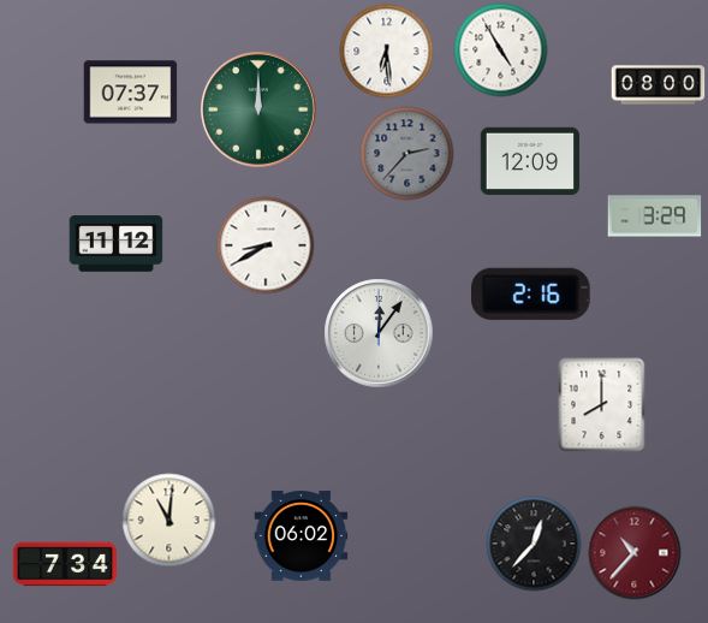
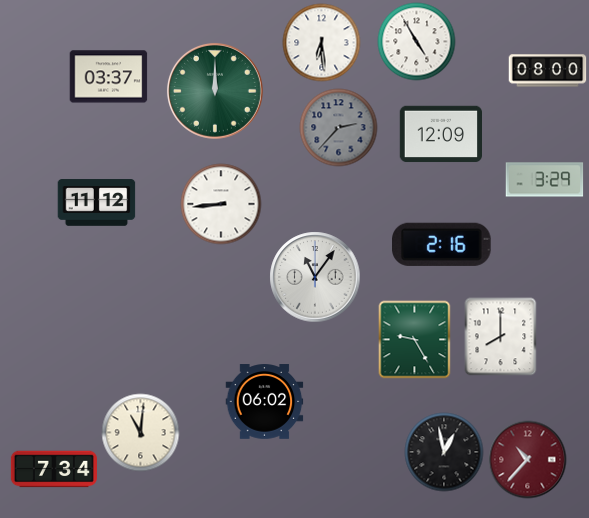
clock at (130, 93): 07:37 -> 03:37
clock at (266, 245): 8:40 -> 8:44
clock at (379, 333): 12:06 -> 11:06
clock at (415, 339): none -> 9:25
clock at (301, 536) position: (301, 536) -> (264, 402)
clock at (534, 544): 12:37 -> 12:58
